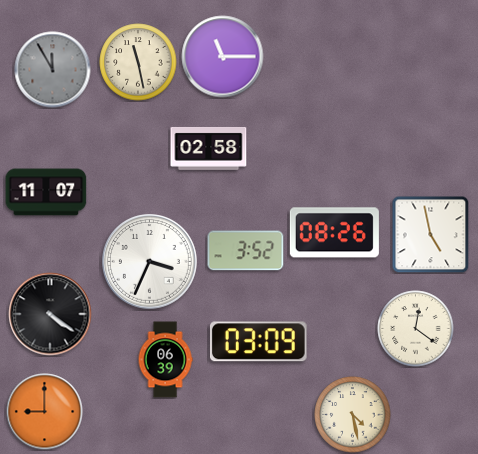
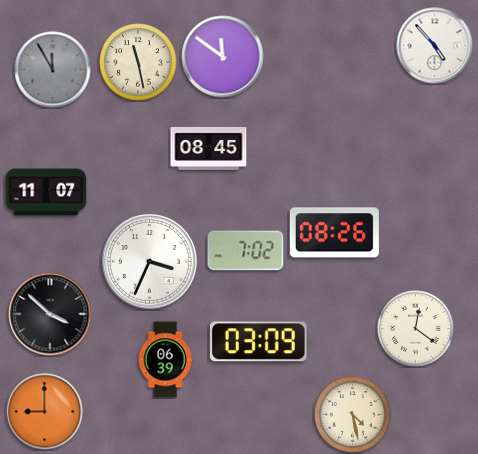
clock at (435, 46): none -> 4:53
clock at (223, 57): 11:15 -> 11:51
clock at (209, 148): 02:58 -> 08:45
clock at (430, 234): 4:58 -> none
clock at (246, 251): 3:52 -> 7:02
clock at (50, 314): 4:21 -> 3:52
